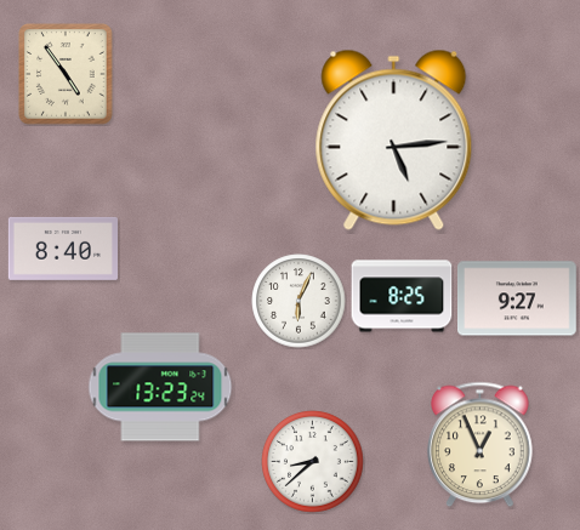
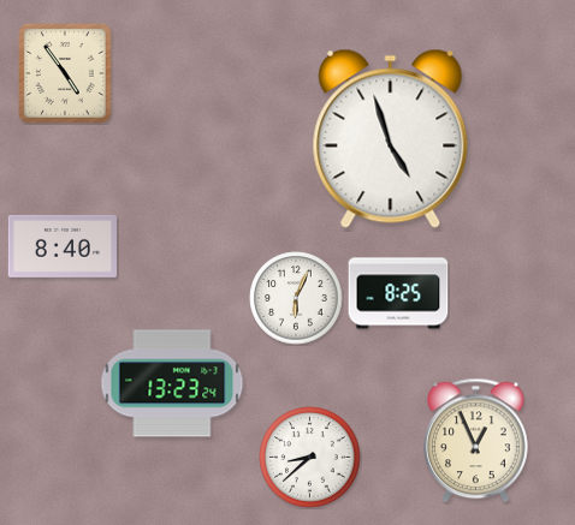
clock at (394, 139): 5:14 -> 4:57
clock at (518, 298): 9:27 -> none
clock at (160, 387) position: (160, 387) -> (172, 383)
